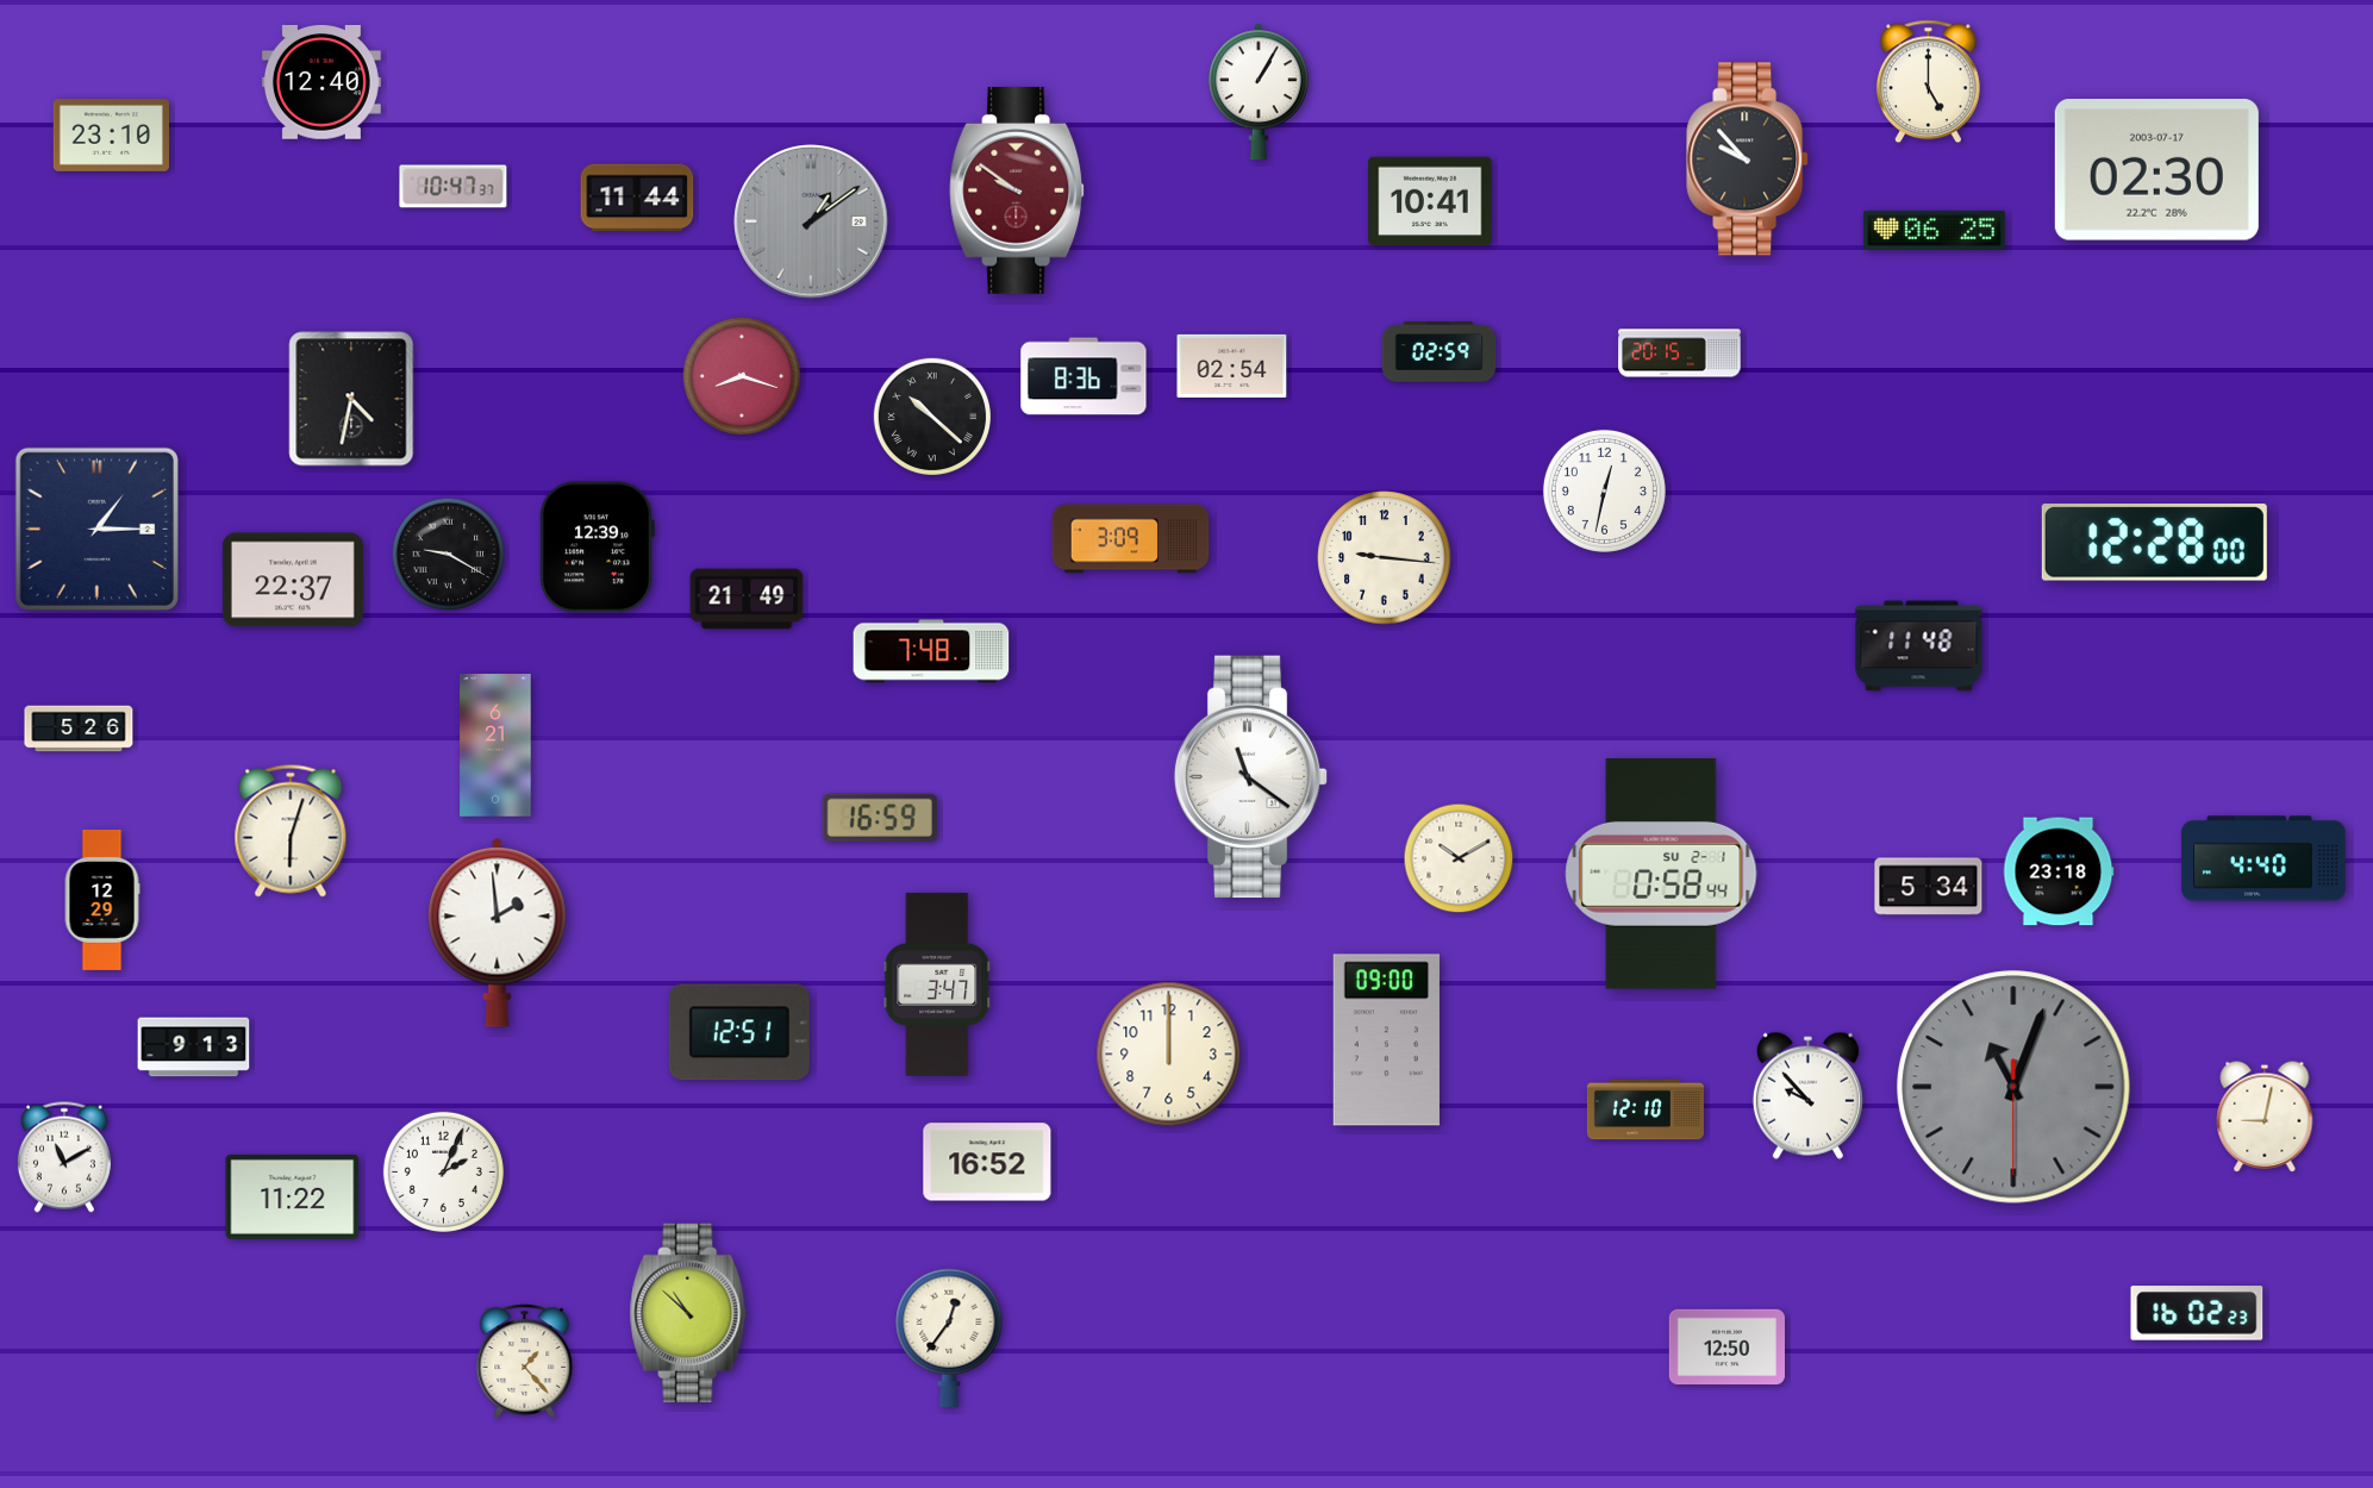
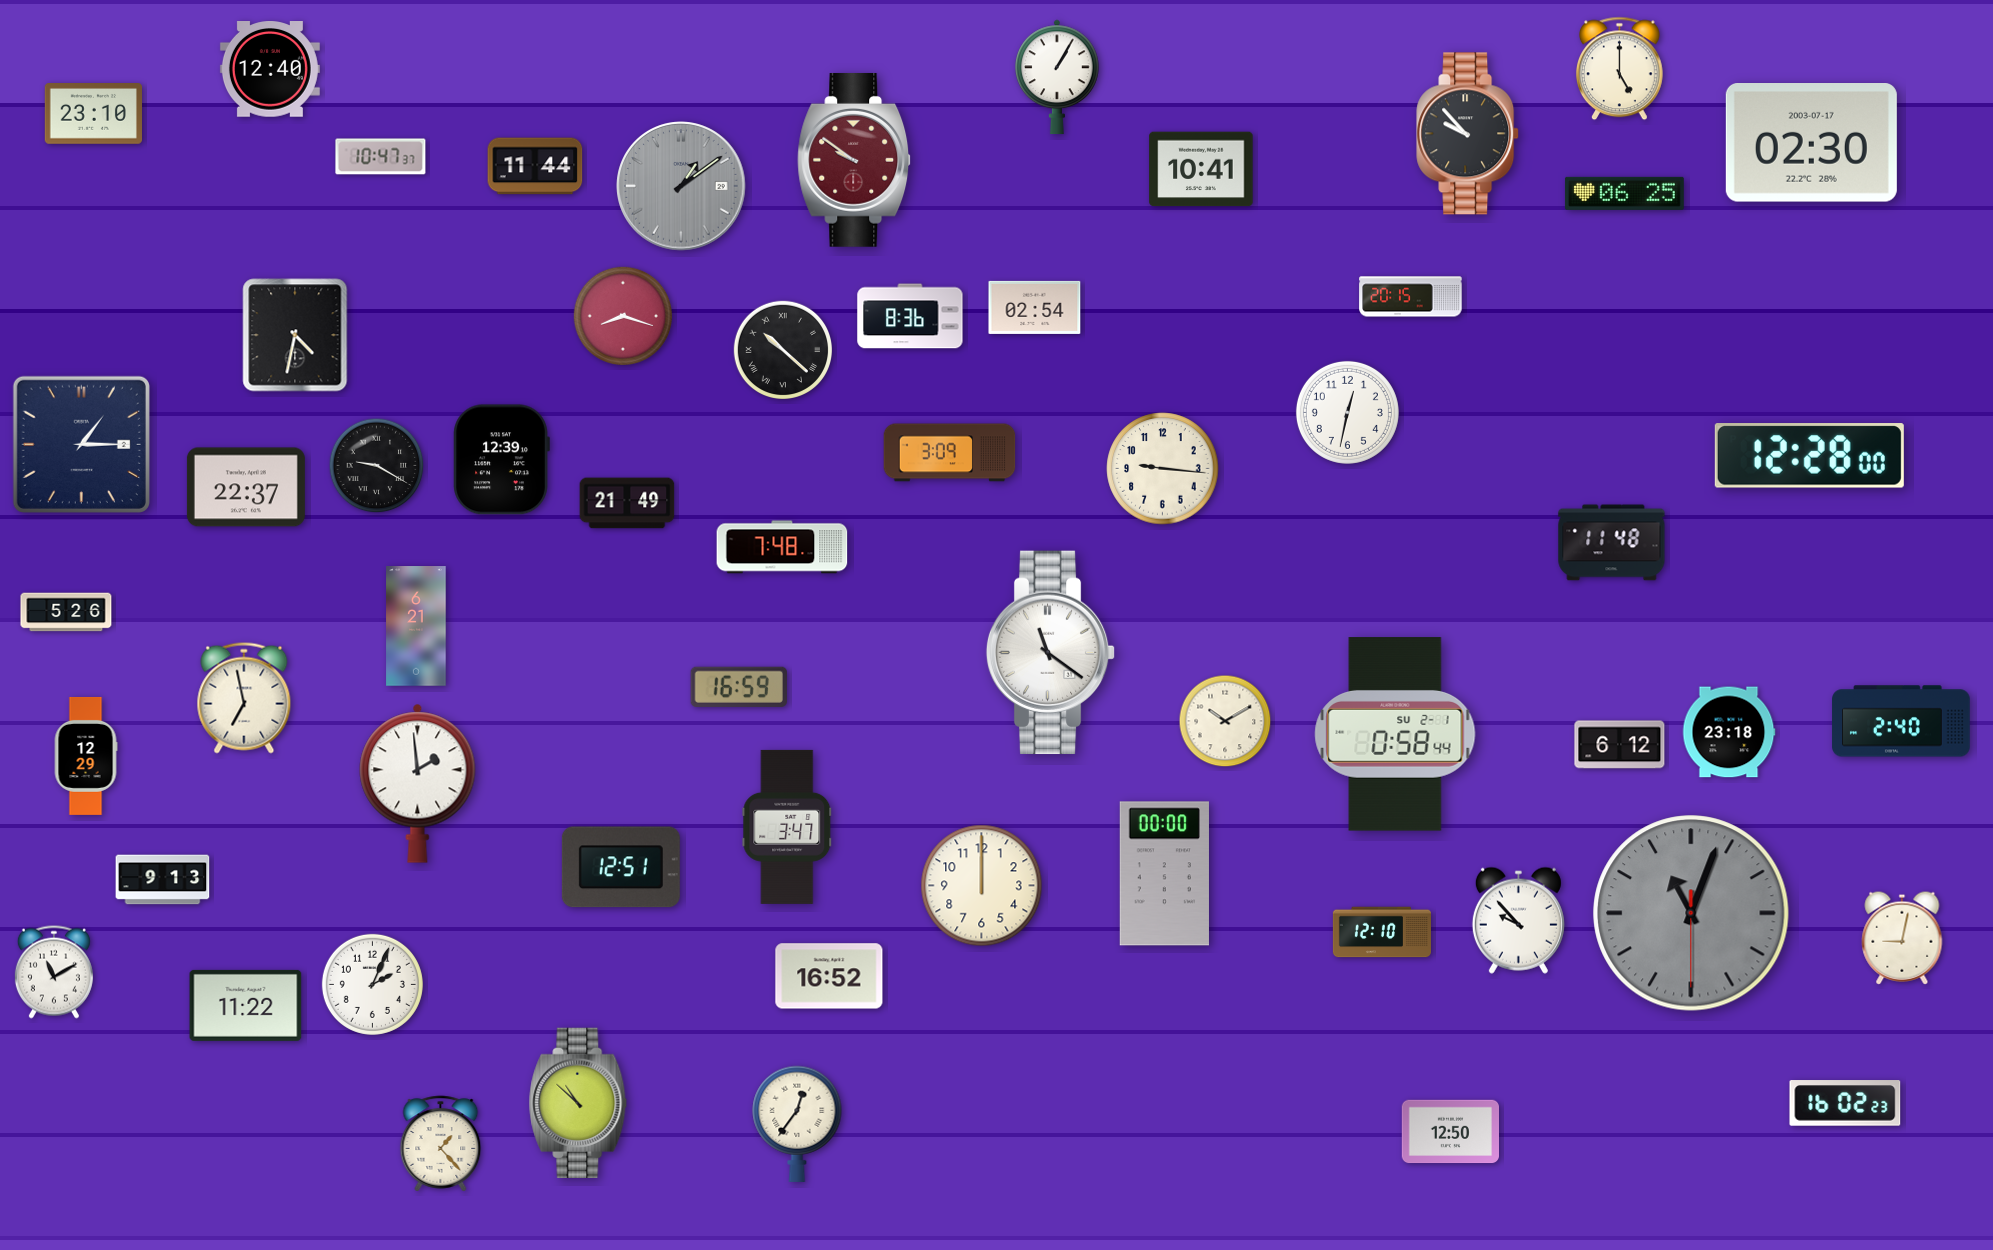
clock at (1440, 352): 02:59 -> none
clock at (291, 831): 6:03 -> 6:58
clock at (2263, 858): 4:40 -> 2:40
clock at (1929, 887): 5:34 -> 6:12
clock at (1386, 1040): 09:00 -> 00:00
